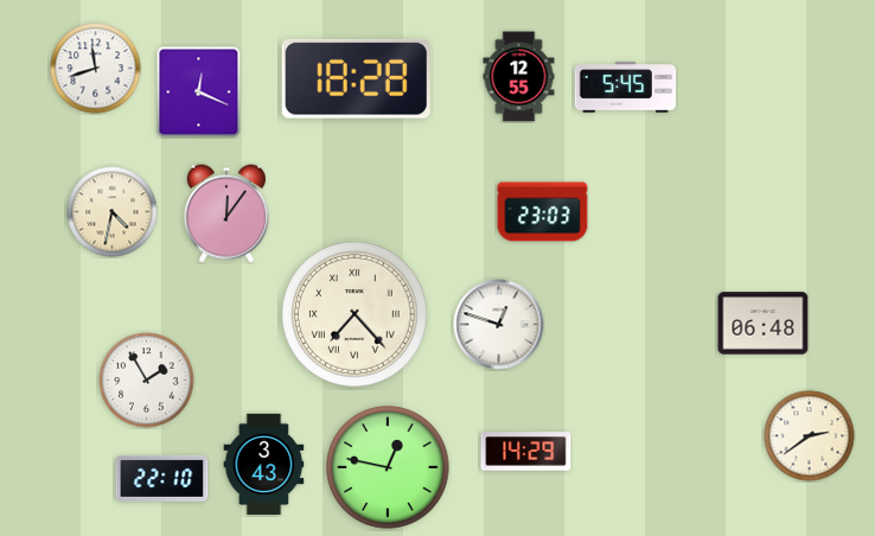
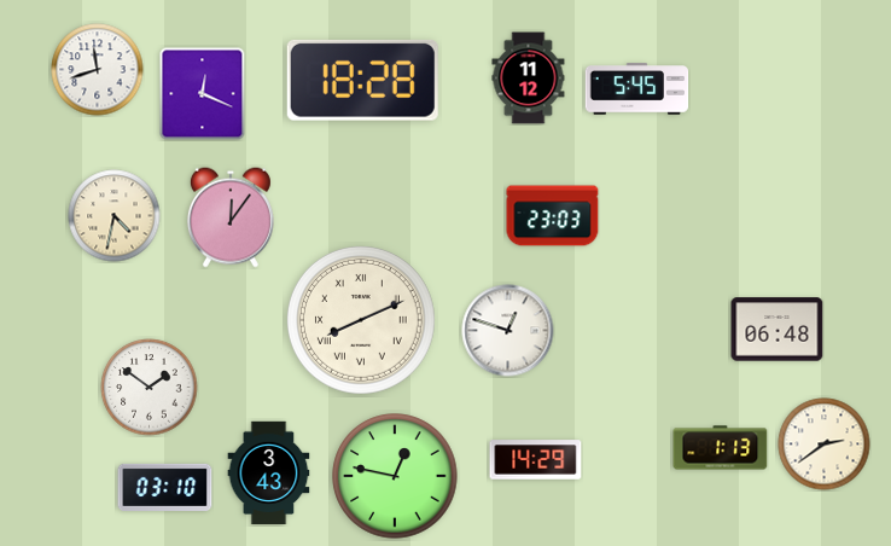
clock at (519, 77): 12:55 -> 11:12
clock at (355, 314): 7:23 -> 8:11
clock at (147, 381): 1:55 -> 1:51
clock at (721, 448): none -> 1:13
clock at (162, 478): 22:10 -> 03:10
